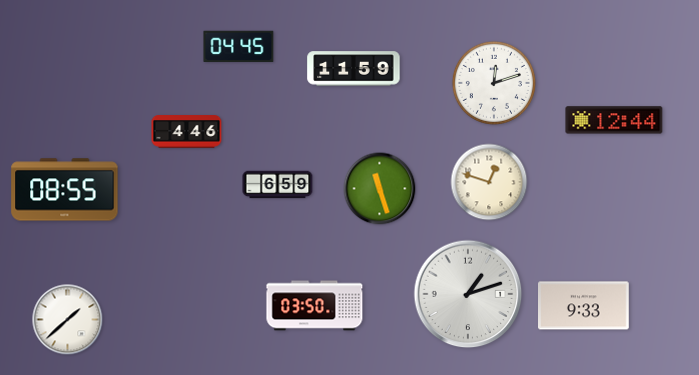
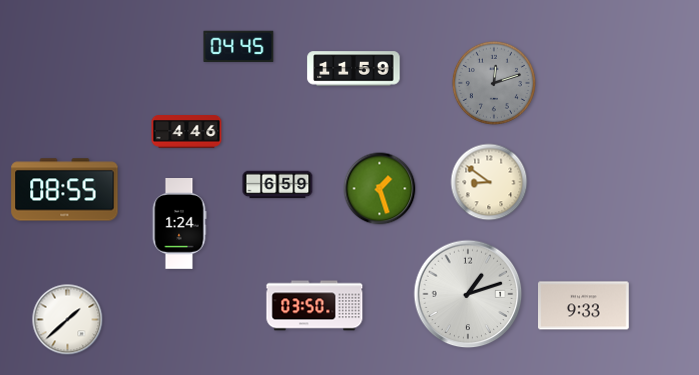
clock at (494, 83) dial: white -> grey
clock at (614, 120): 12:44 -> none
clock at (489, 182): 12:48 -> 8:51
clock at (380, 189): 11:27 -> 1:27
clock at (179, 224): none -> 1:24
